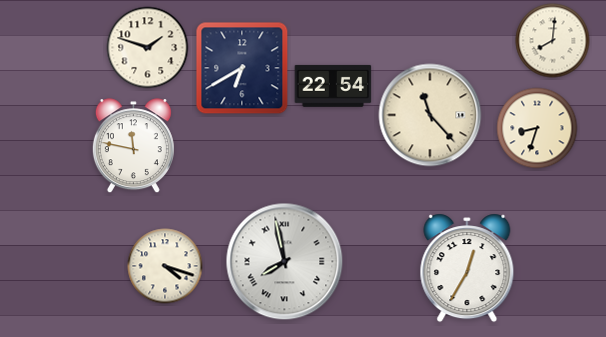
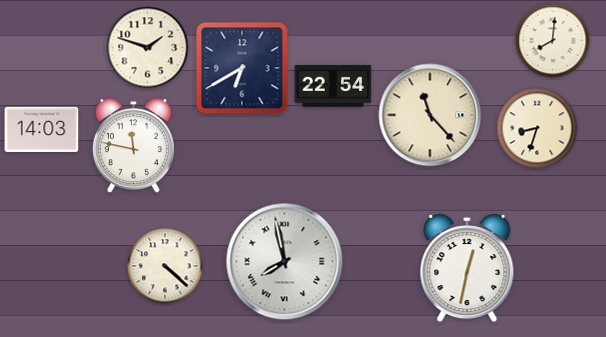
clock at (42, 129): none -> 14:03
clock at (165, 266): 4:18 -> 4:22
clock at (467, 268): 12:35 -> 12:32
